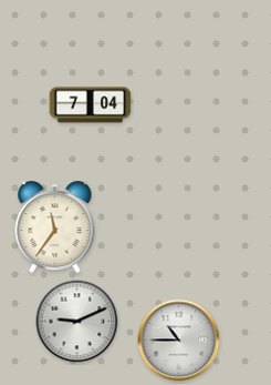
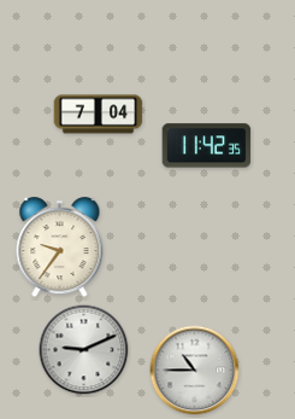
clock at (207, 146): none -> 11:42
clock at (55, 227): 11:36 -> 9:36
